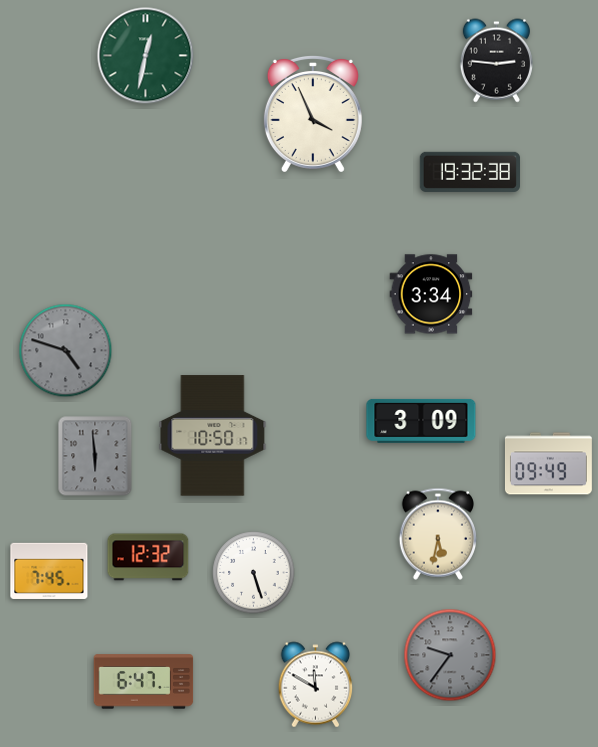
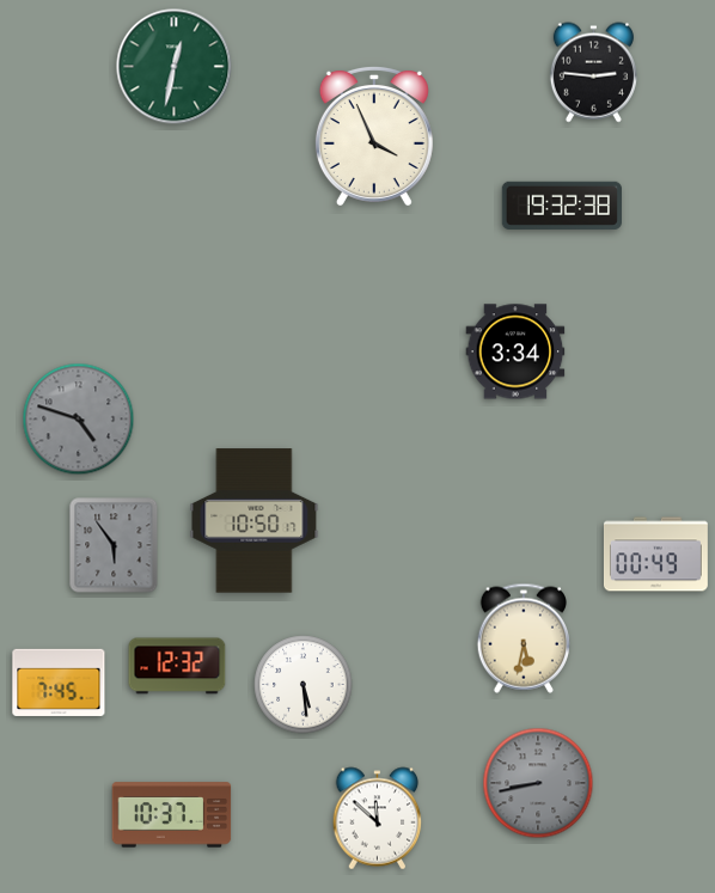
clock at (421, 421): 3:09 -> none
clock at (95, 456): 5:59 -> 5:54
clock at (548, 464): 09:49 -> 00:49
clock at (254, 573): 5:27 -> 5:29
clock at (450, 655): 9:36 -> 8:43
clock at (144, 682): 6:47 -> 10:37
clock at (316, 685): 11:50 -> 11:52
